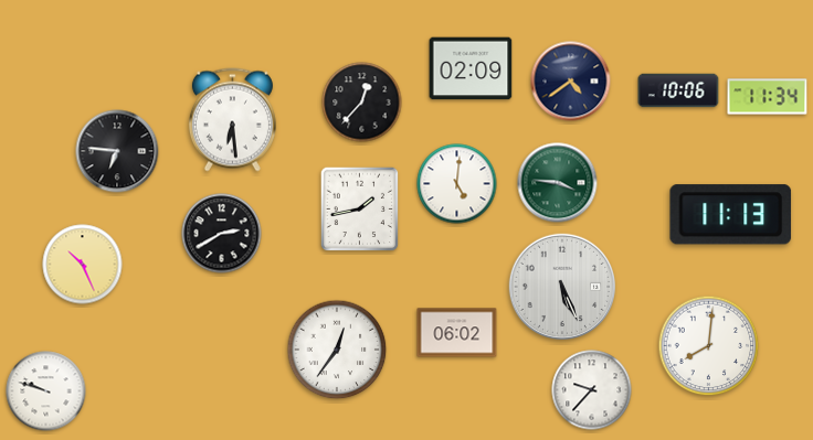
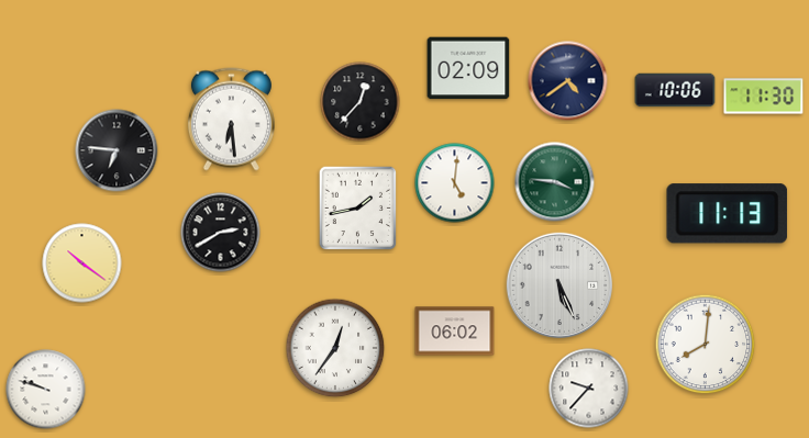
clock at (768, 97): 11:34 -> 11:30
clock at (83, 265): 10:26 -> 10:21
